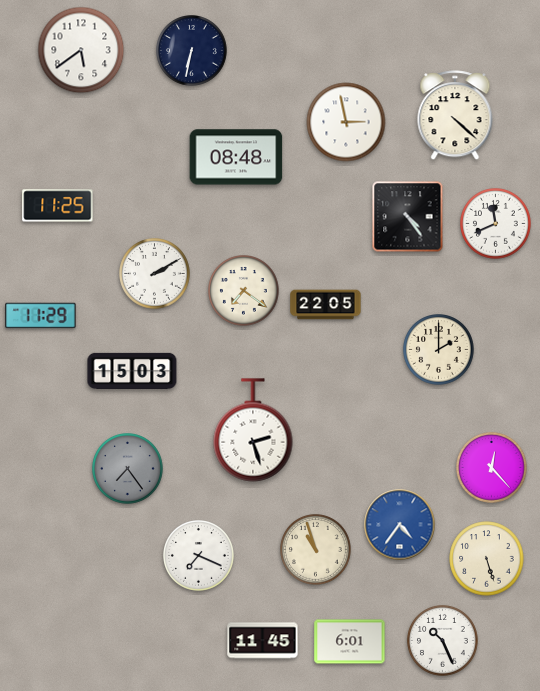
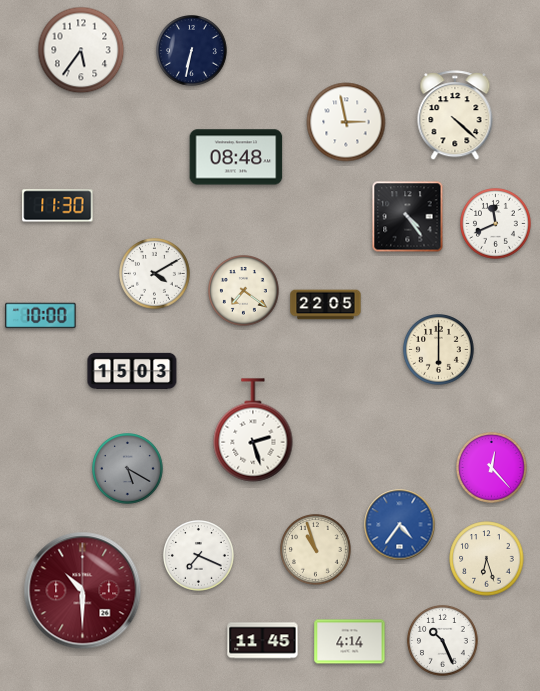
clock at (81, 50): 5:39 -> 5:36
clock at (58, 206): 11:25 -> 11:30
clock at (155, 274): 2:10 -> 4:10
clock at (41, 316): 11:29 -> 10:00
clock at (439, 350): 2:00 -> 6:00
clock at (128, 469): 7:24 -> 5:20
clock at (487, 559): 5:27 -> 6:27
clock at (83, 591): none -> 10:30
clock at (350, 642): 6:01 -> 4:14
